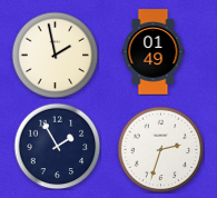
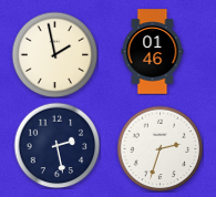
clock at (154, 52): 01:49 -> 01:46
clock at (57, 146): 1:55 -> 2:28
